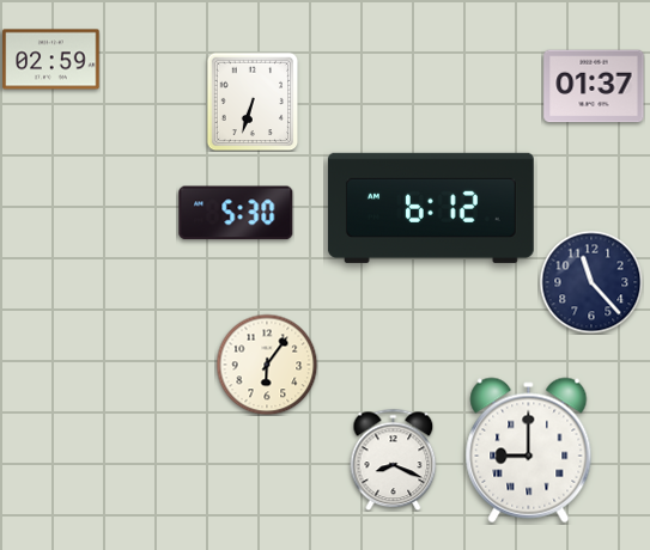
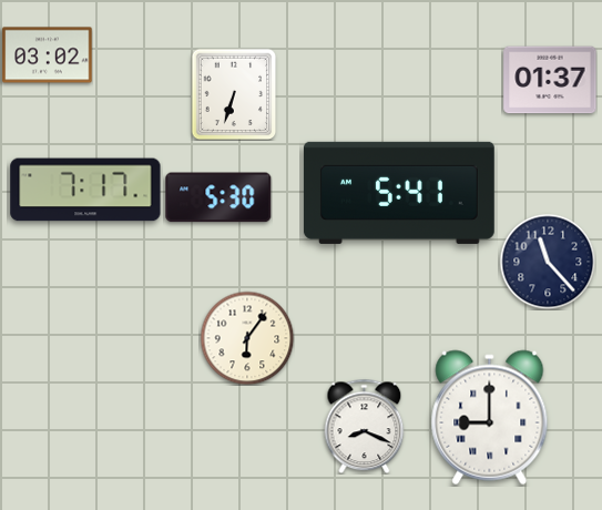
clock at (51, 60): 02:59 -> 03:02
clock at (85, 190): none -> 7:17
clock at (431, 208): 6:12 -> 5:41
